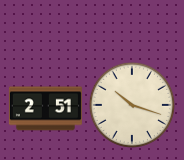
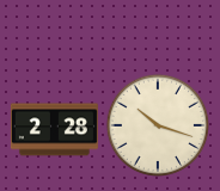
clock at (45, 109): 2:51 -> 2:28
